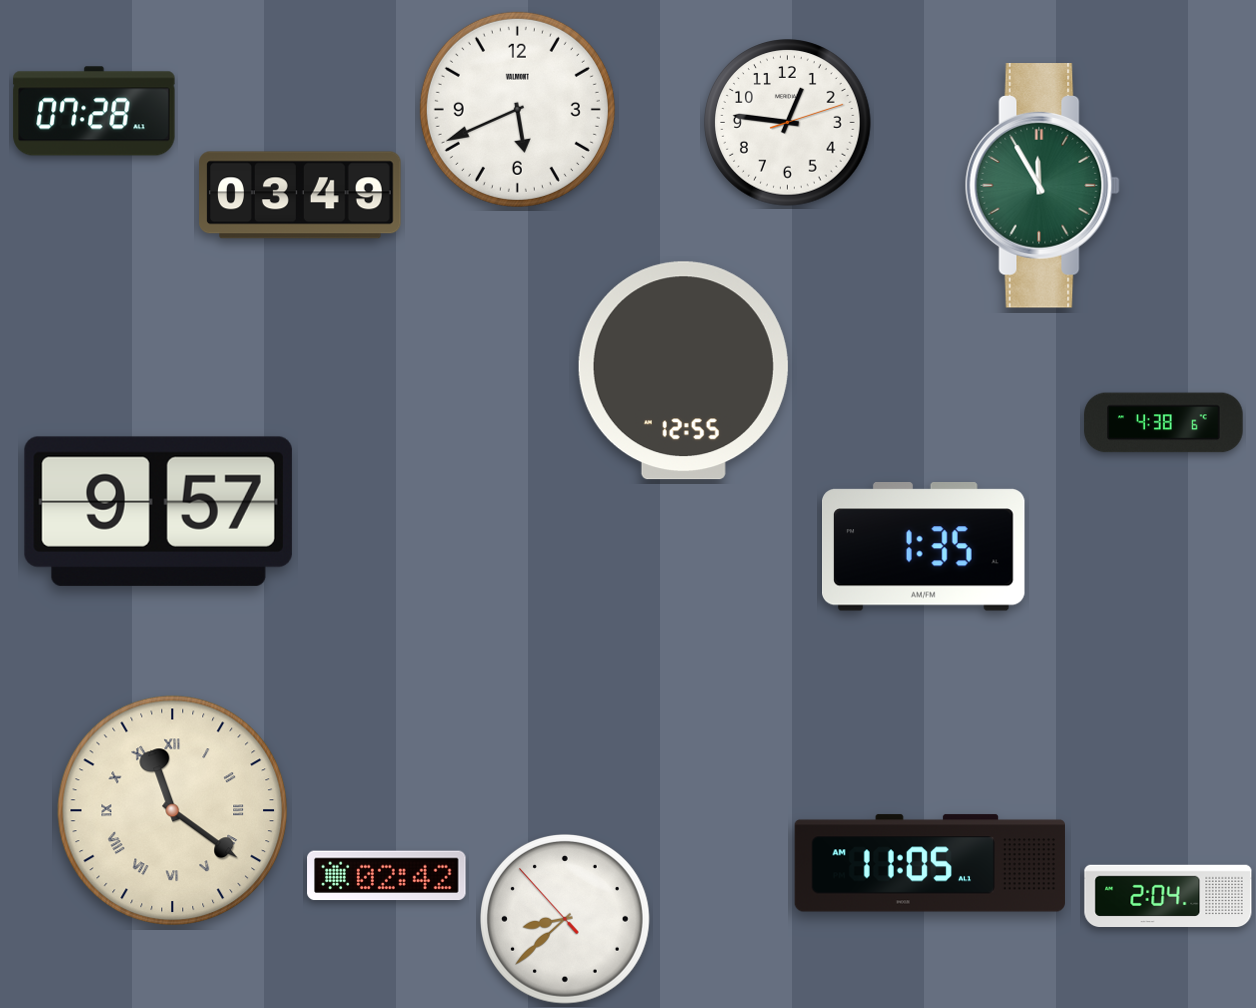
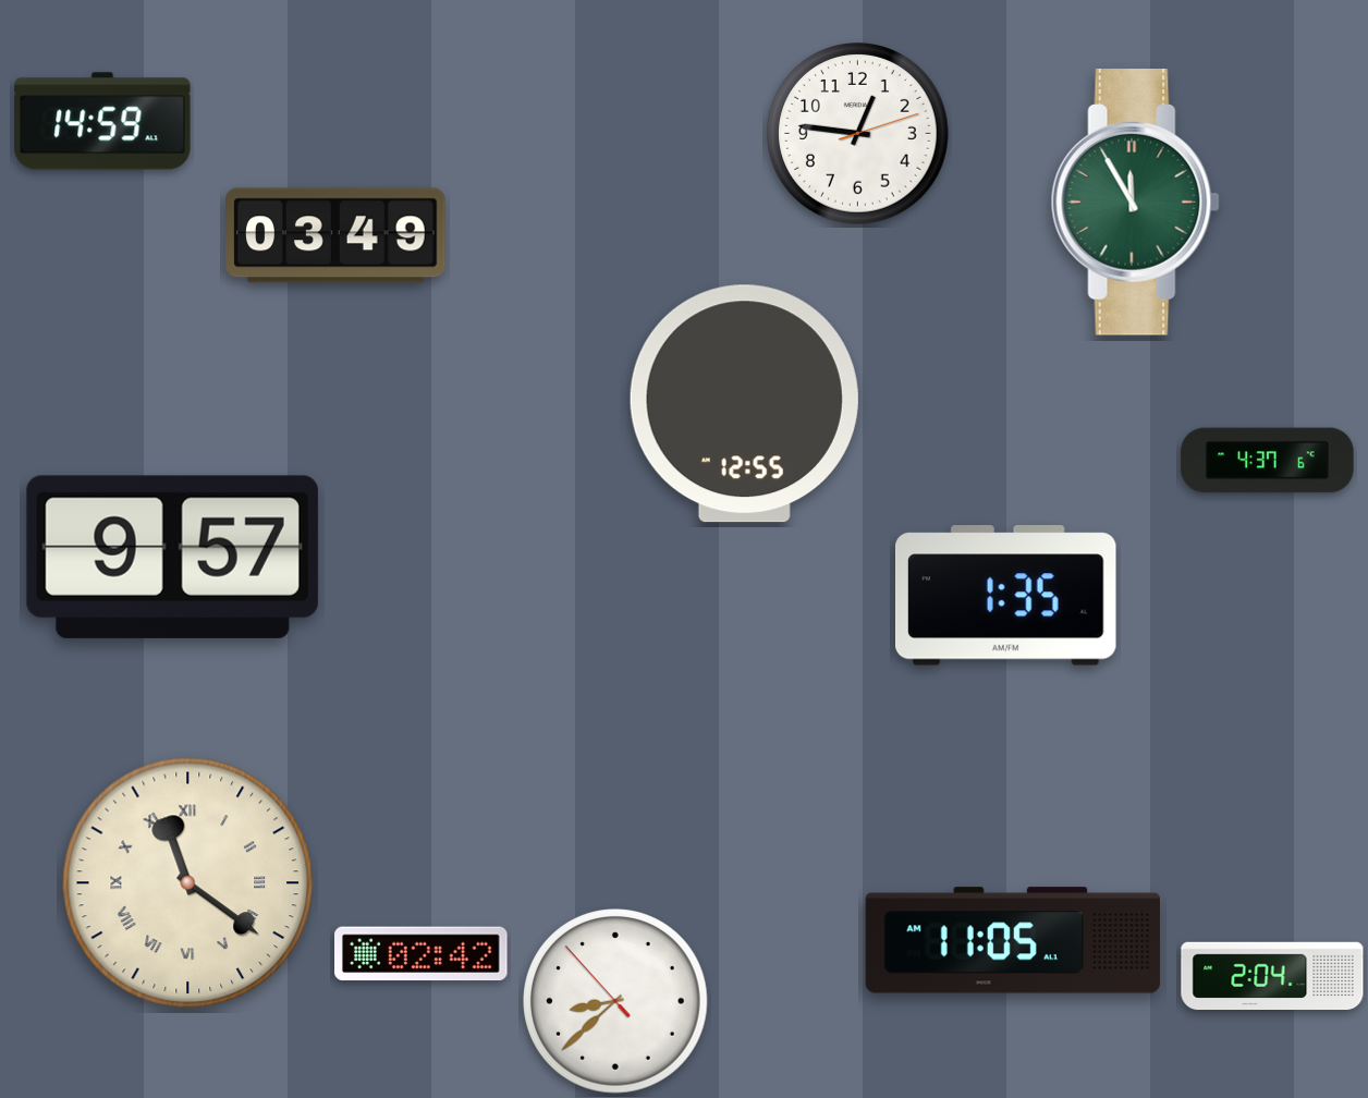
clock at (517, 109): 5:41 -> none
clock at (94, 111): 07:28 -> 14:59
clock at (300, 195) position: (300, 195) -> (335, 235)
clock at (1164, 423): 4:38 -> 4:37
